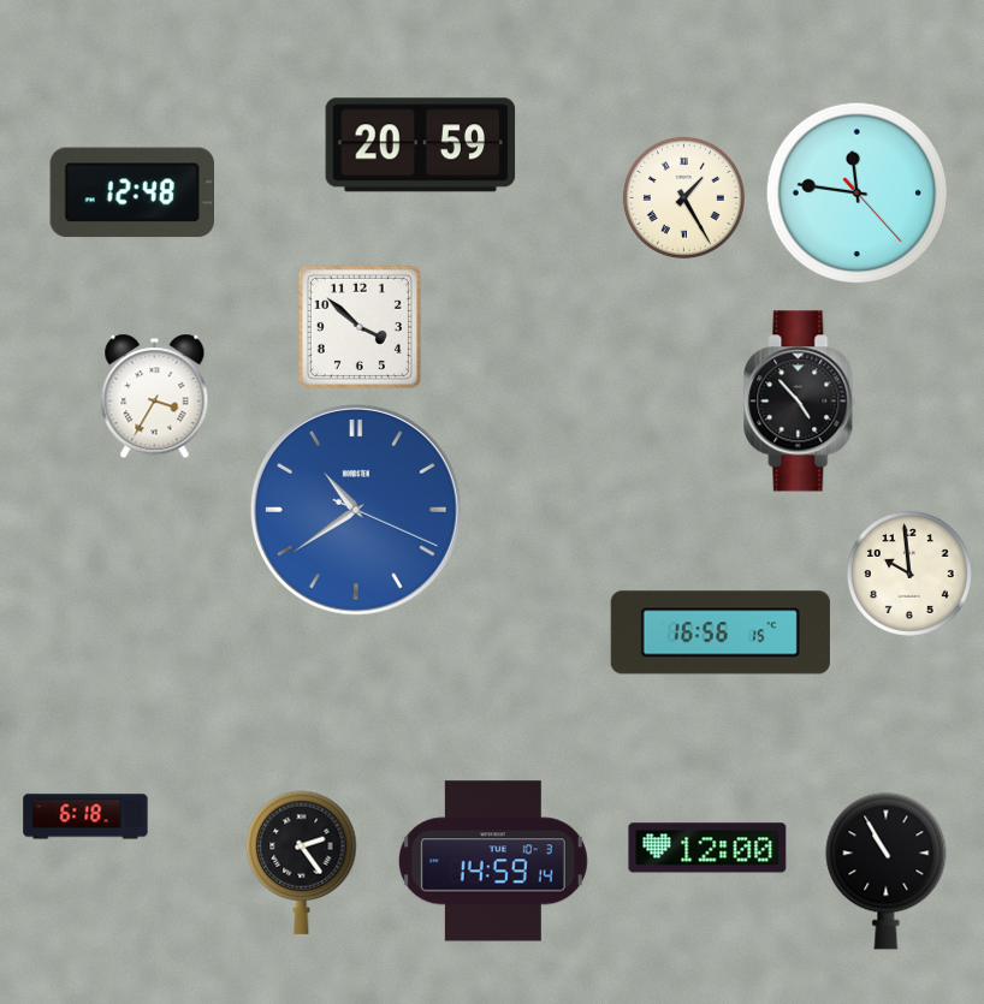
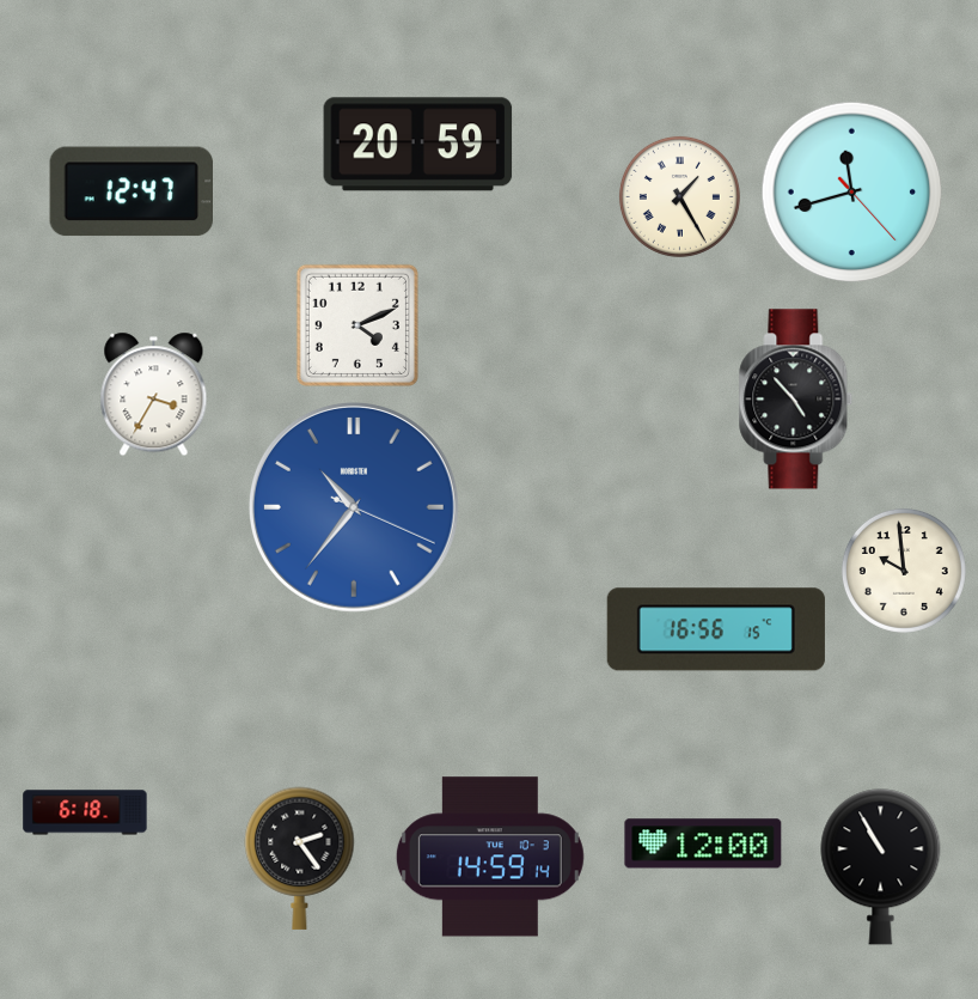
clock at (132, 192): 12:48 -> 12:47
clock at (858, 194): 11:46 -> 11:42
clock at (360, 327): 3:52 -> 4:11
clock at (356, 510): 10:39 -> 10:36
